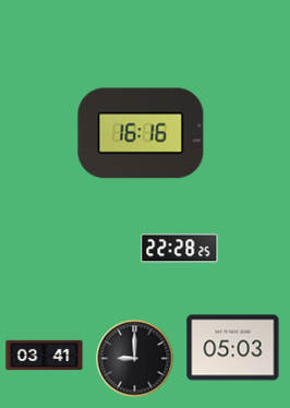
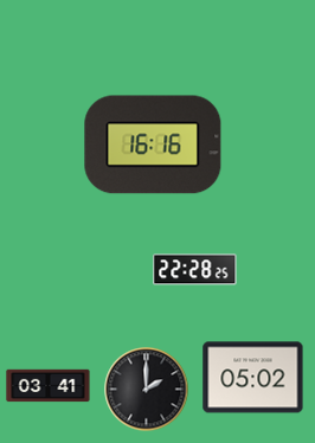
clock at (233, 348): 05:03 -> 05:02
clock at (135, 359): 9:00 -> 2:00
